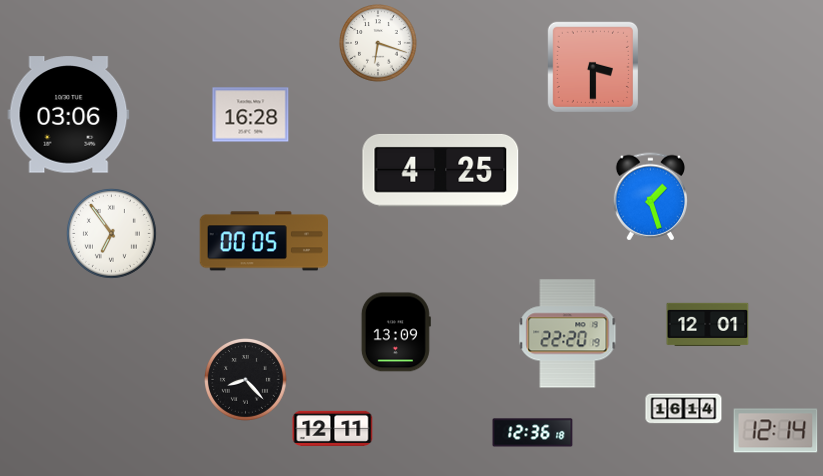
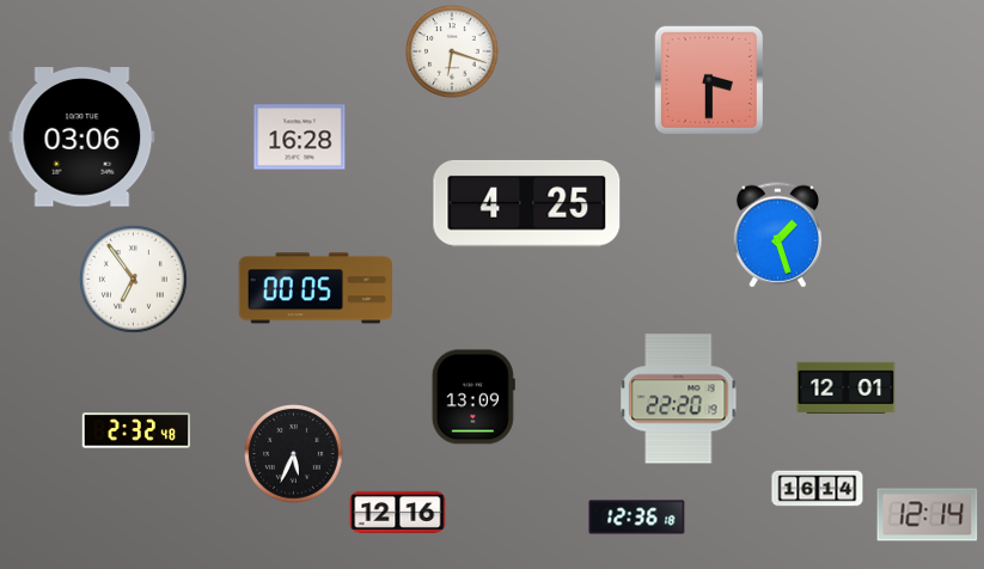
clock at (136, 430): none -> 2:32
clock at (246, 380): 8:23 -> 5:34
clock at (333, 428): 12:11 -> 12:16
